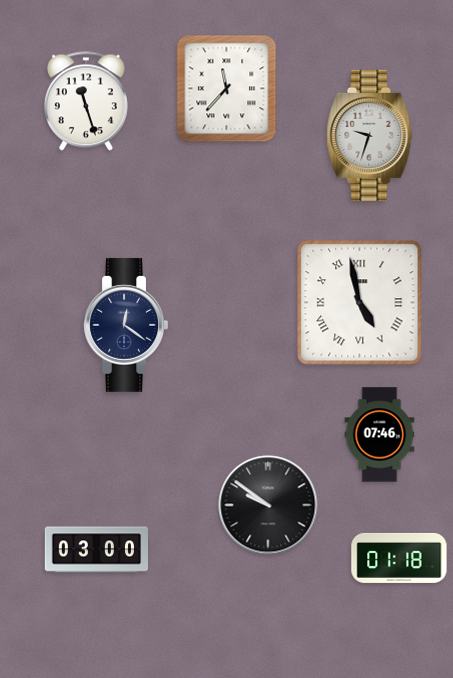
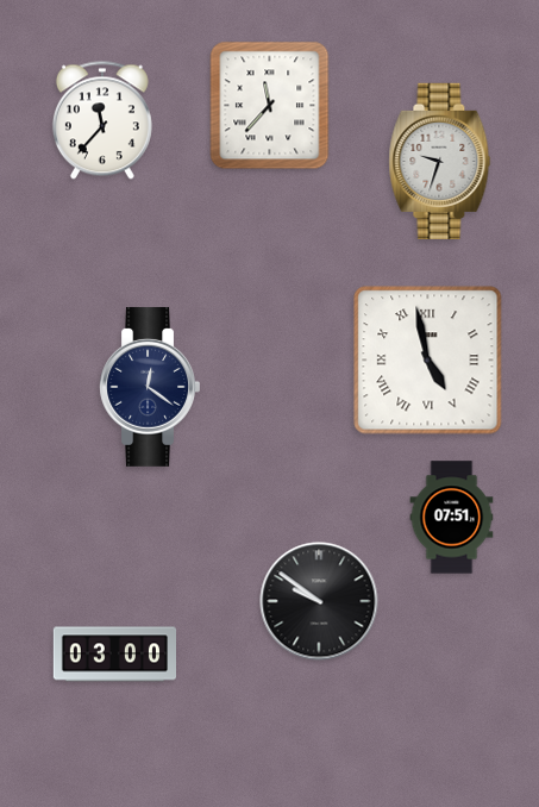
clock at (86, 101): 11:27 -> 11:37
clock at (380, 435): 07:46 -> 07:51
clock at (399, 558): 01:18 -> none
